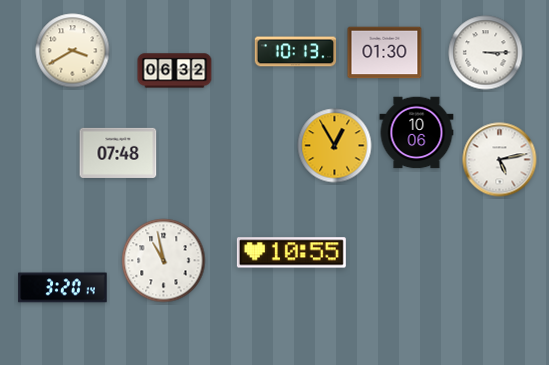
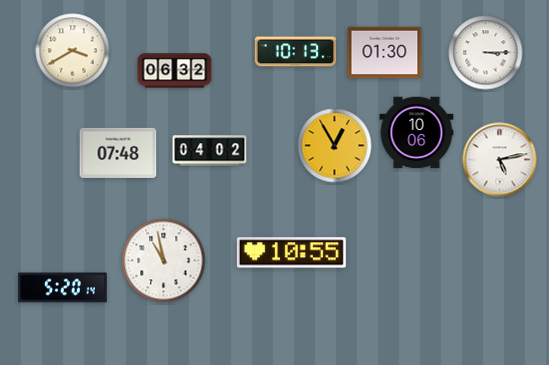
clock at (210, 151): none -> 04:02
clock at (63, 288): 3:20 -> 5:20
